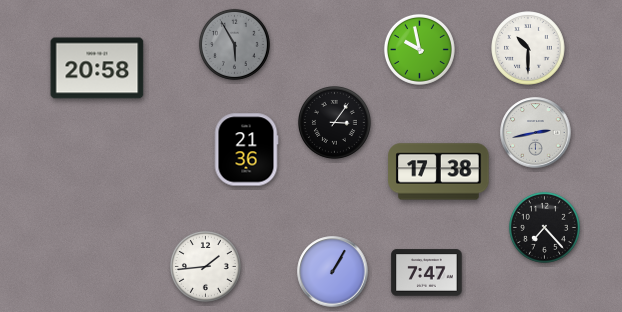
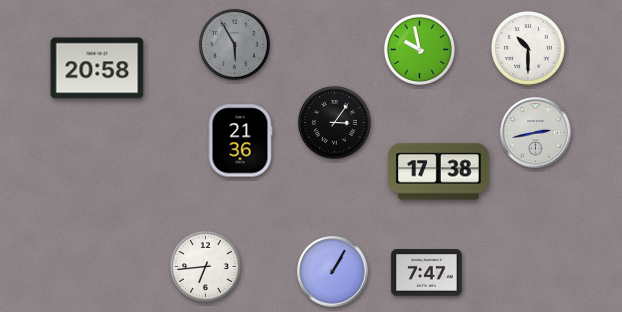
clock at (246, 150) position: (246, 150) -> (240, 141)
clock at (544, 227): 7:23 -> none
clock at (205, 266): 1:44 -> 6:44
